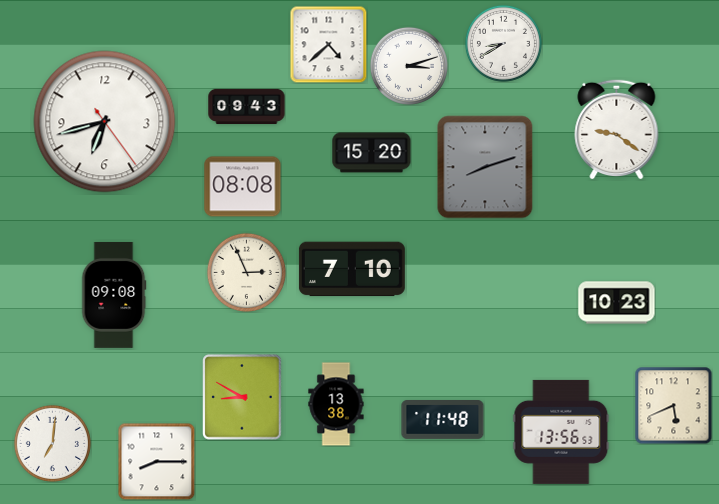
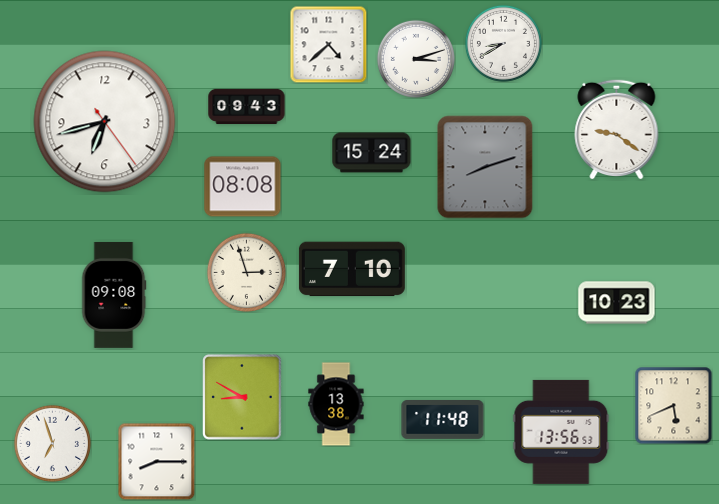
clock at (409, 66) position: (409, 66) -> (416, 59)
clock at (372, 153): 15:20 -> 15:24
clock at (246, 272): 2:56 -> 2:57
clock at (52, 443): 7:01 -> 6:57
